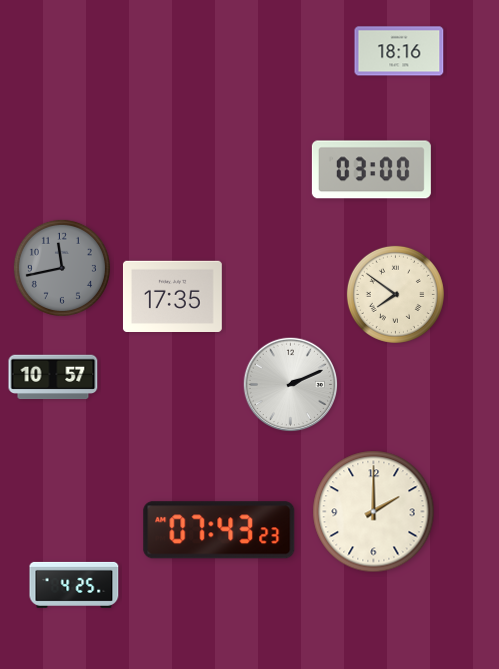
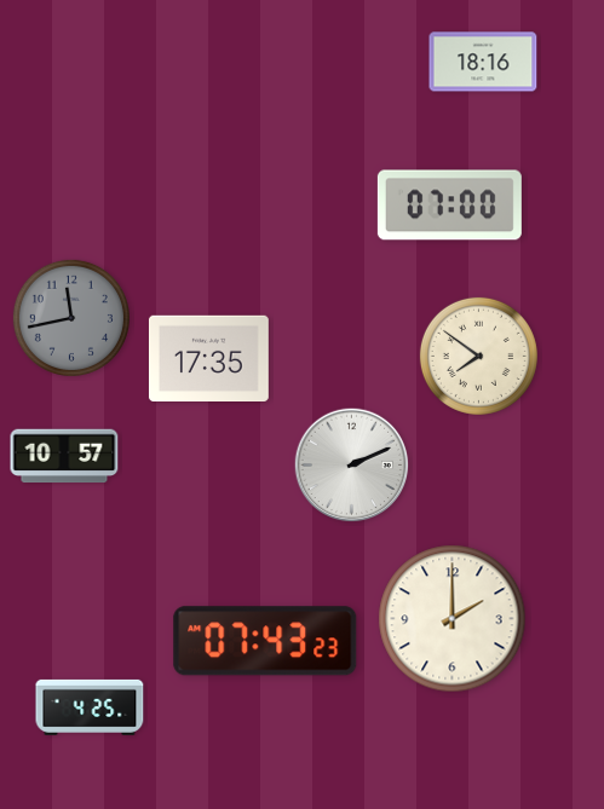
clock at (371, 170): 03:00 -> 07:00
clock at (62, 268) position: (62, 268) -> (71, 318)
